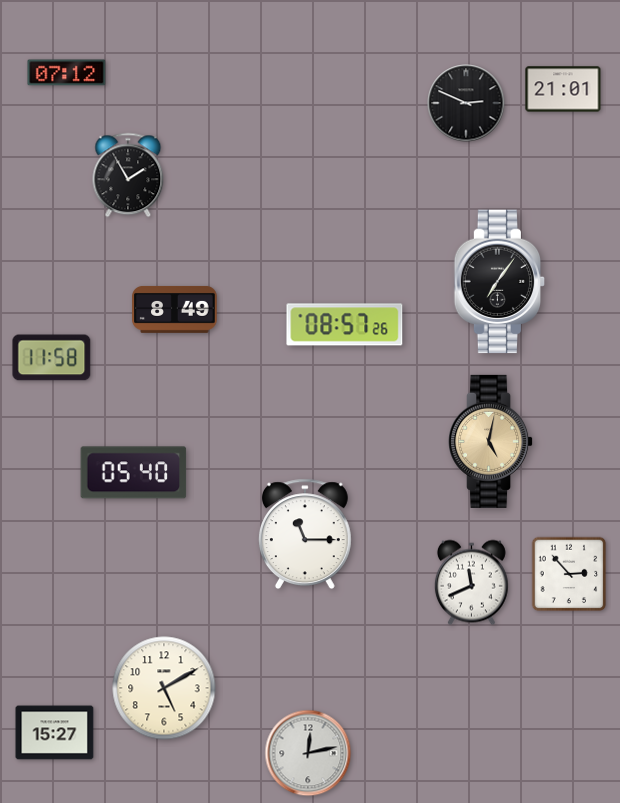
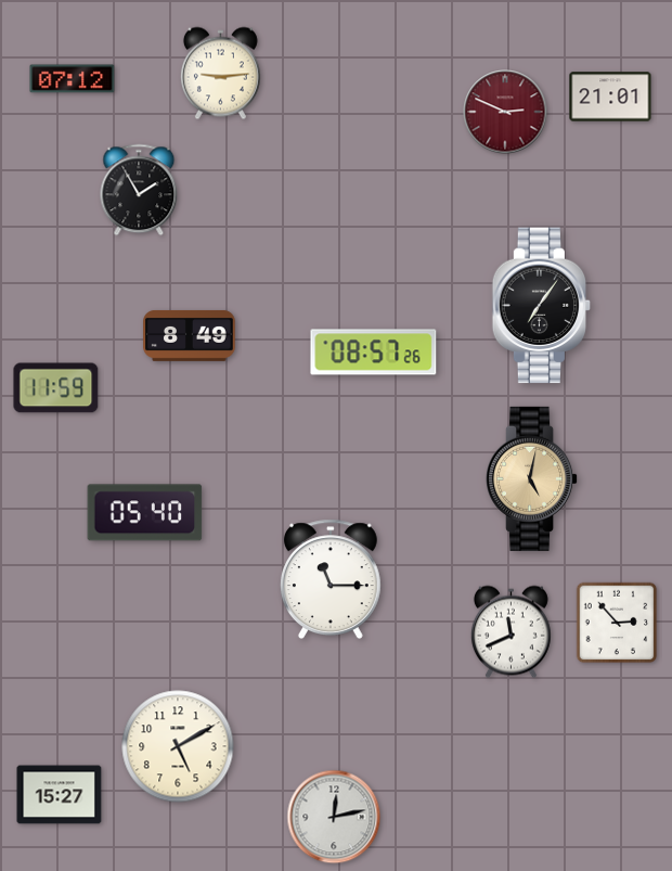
clock at (220, 74): none -> 9:14
clock at (466, 103) dial: black -> burgundy
clock at (52, 358): 11:58 -> 11:59
